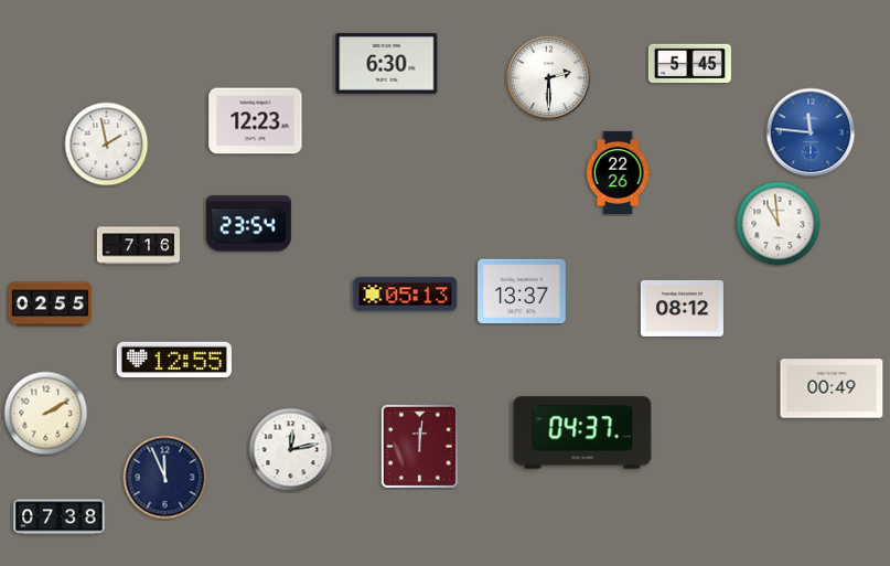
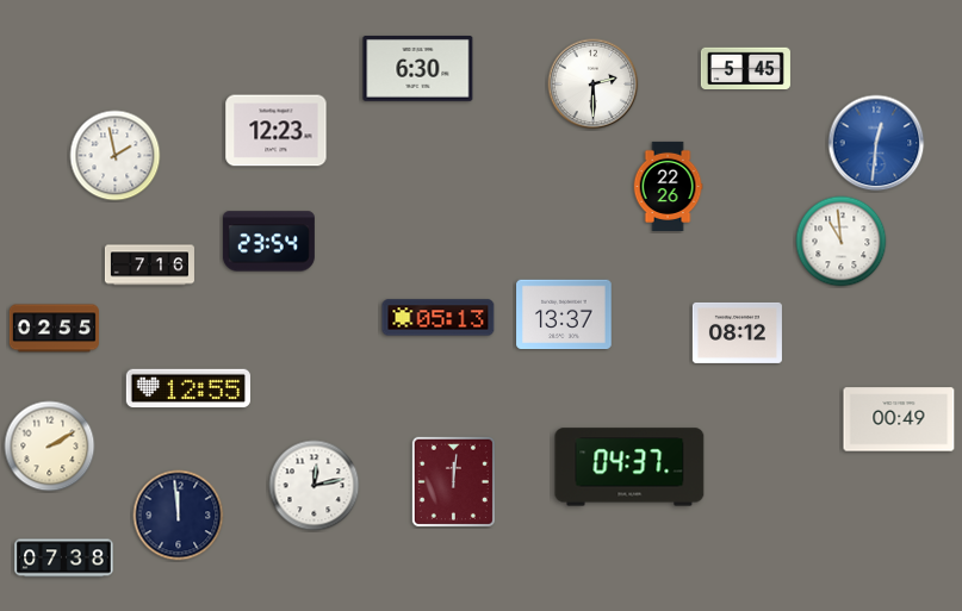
clock at (811, 132): 11:46 -> 12:31
clock at (165, 478): 11:56 -> 11:59
